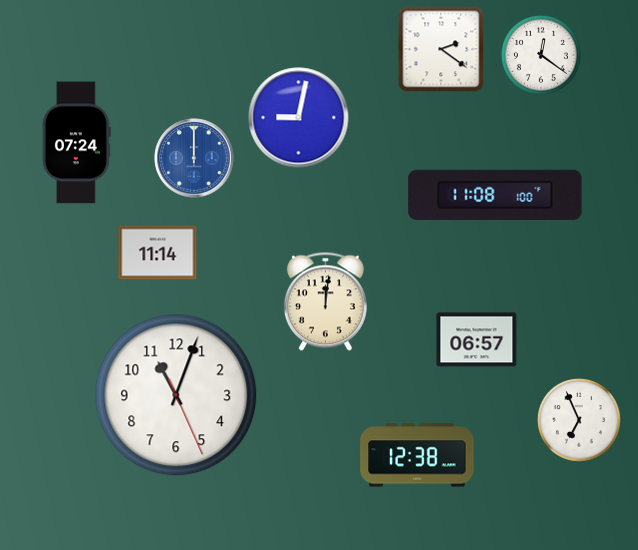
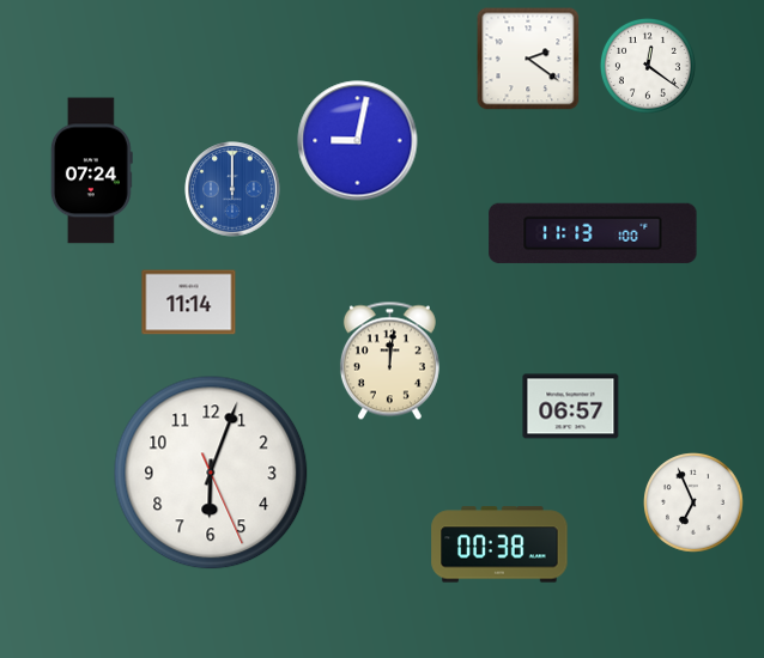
clock at (495, 195): 11:08 -> 11:13
clock at (176, 395): 11:03 -> 6:03
clock at (417, 455): 12:38 -> 00:38
